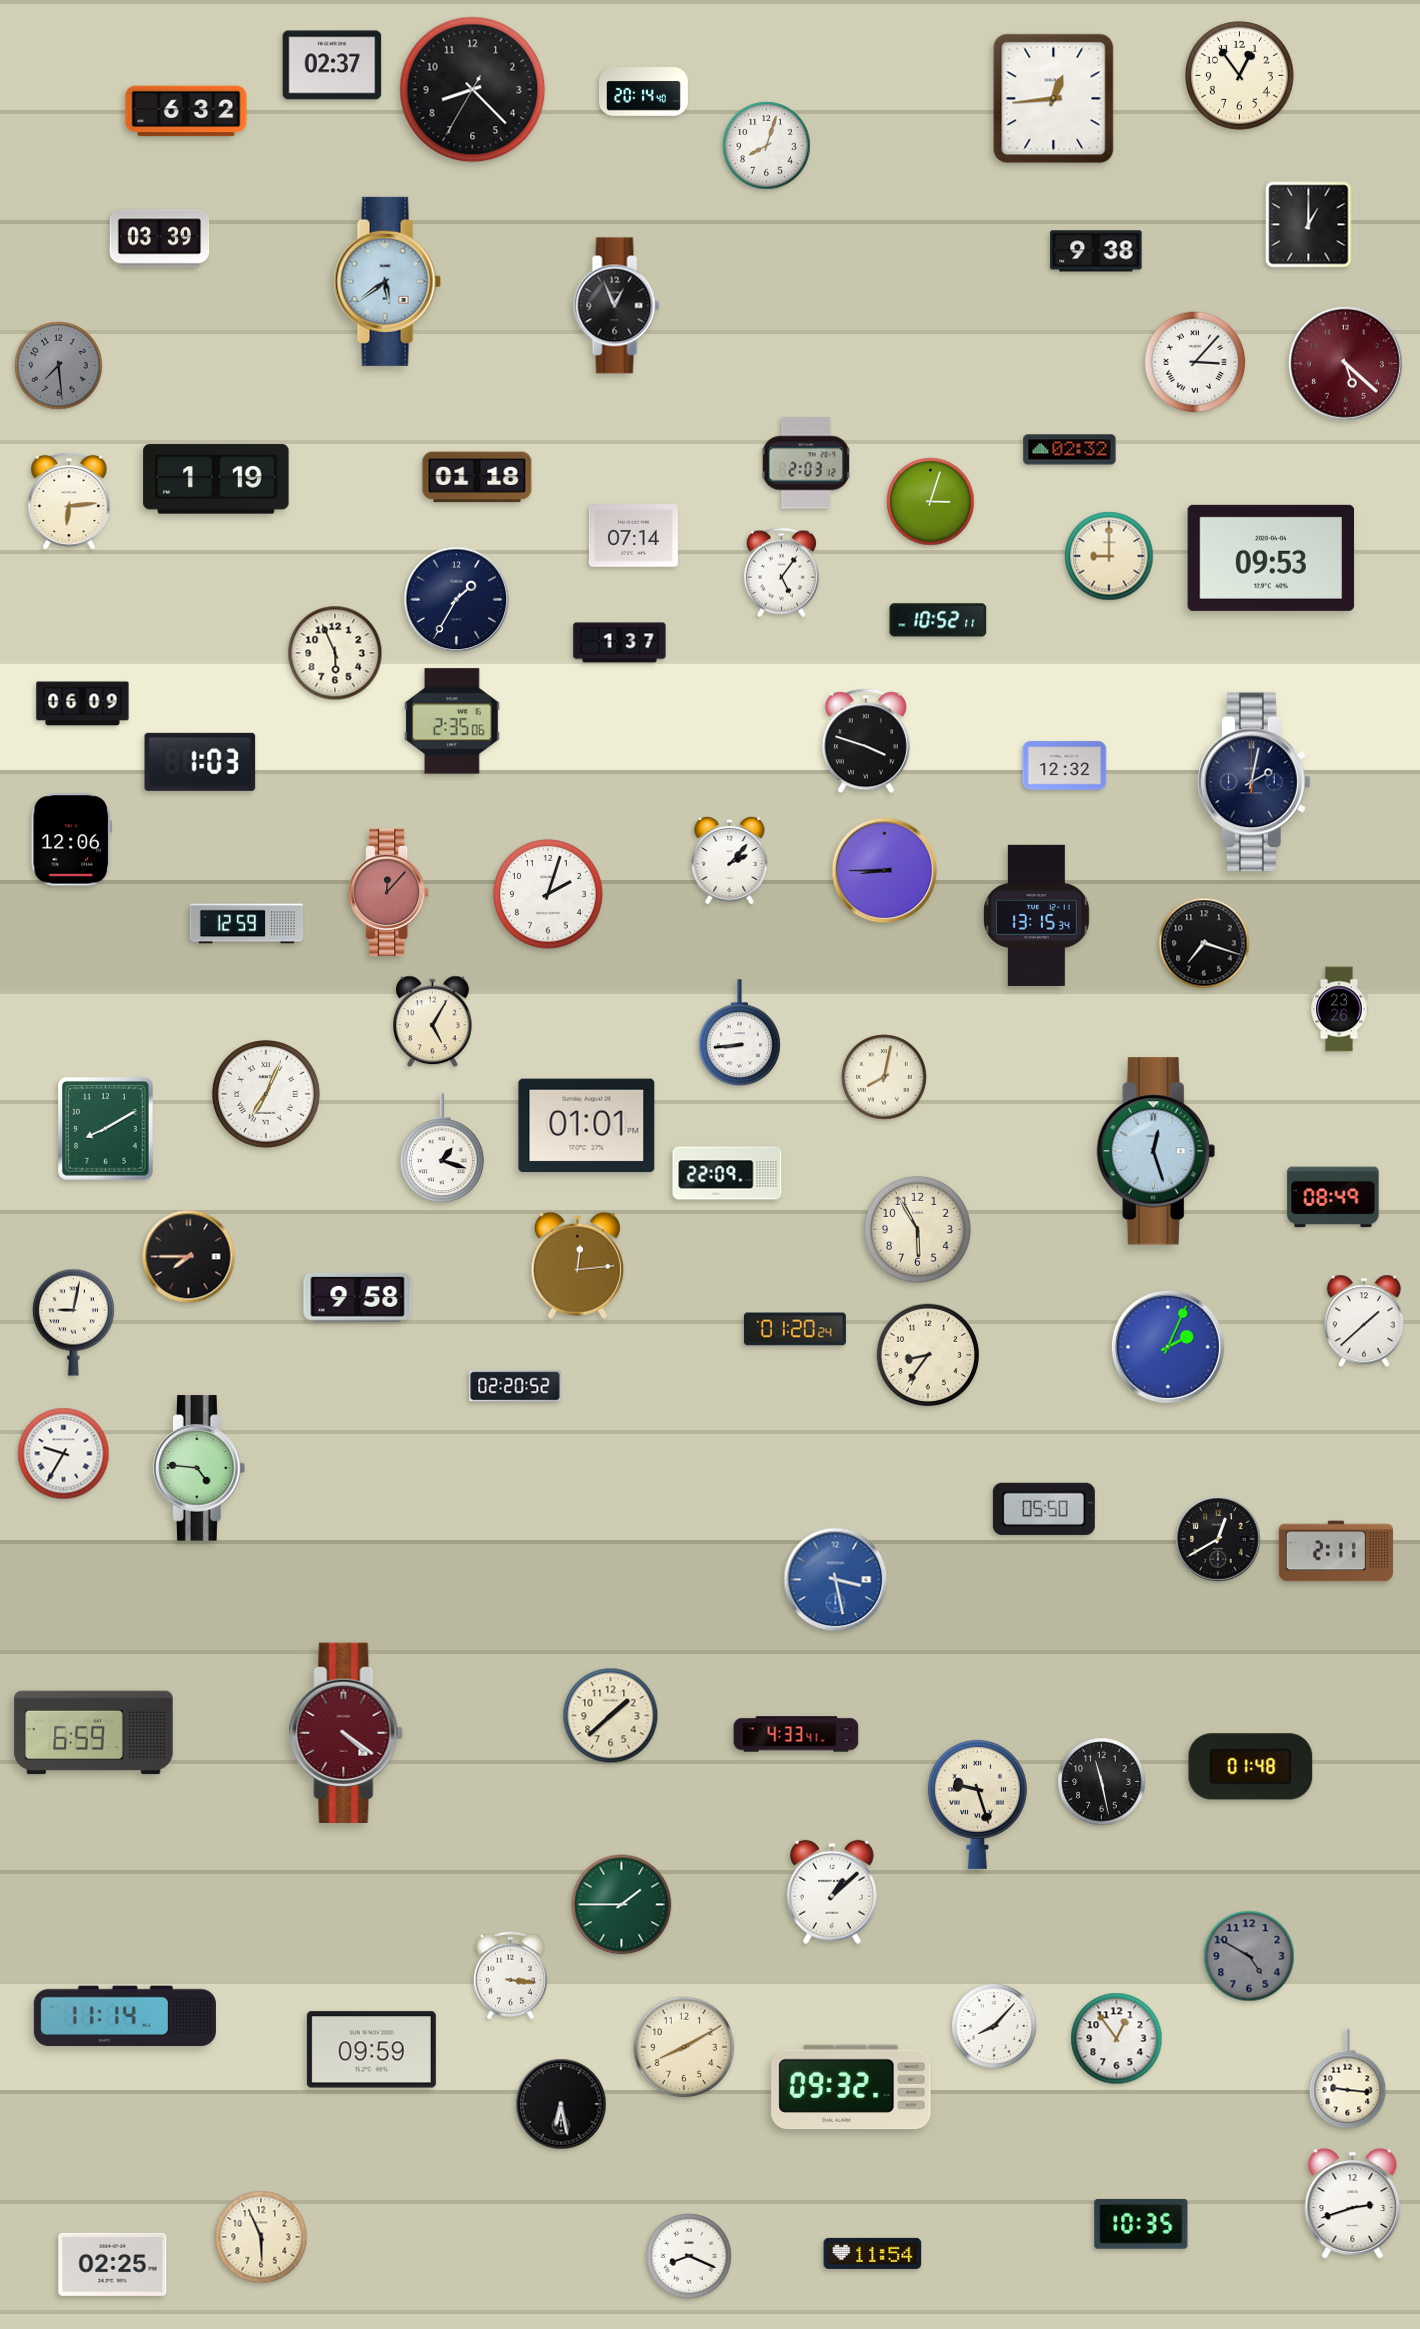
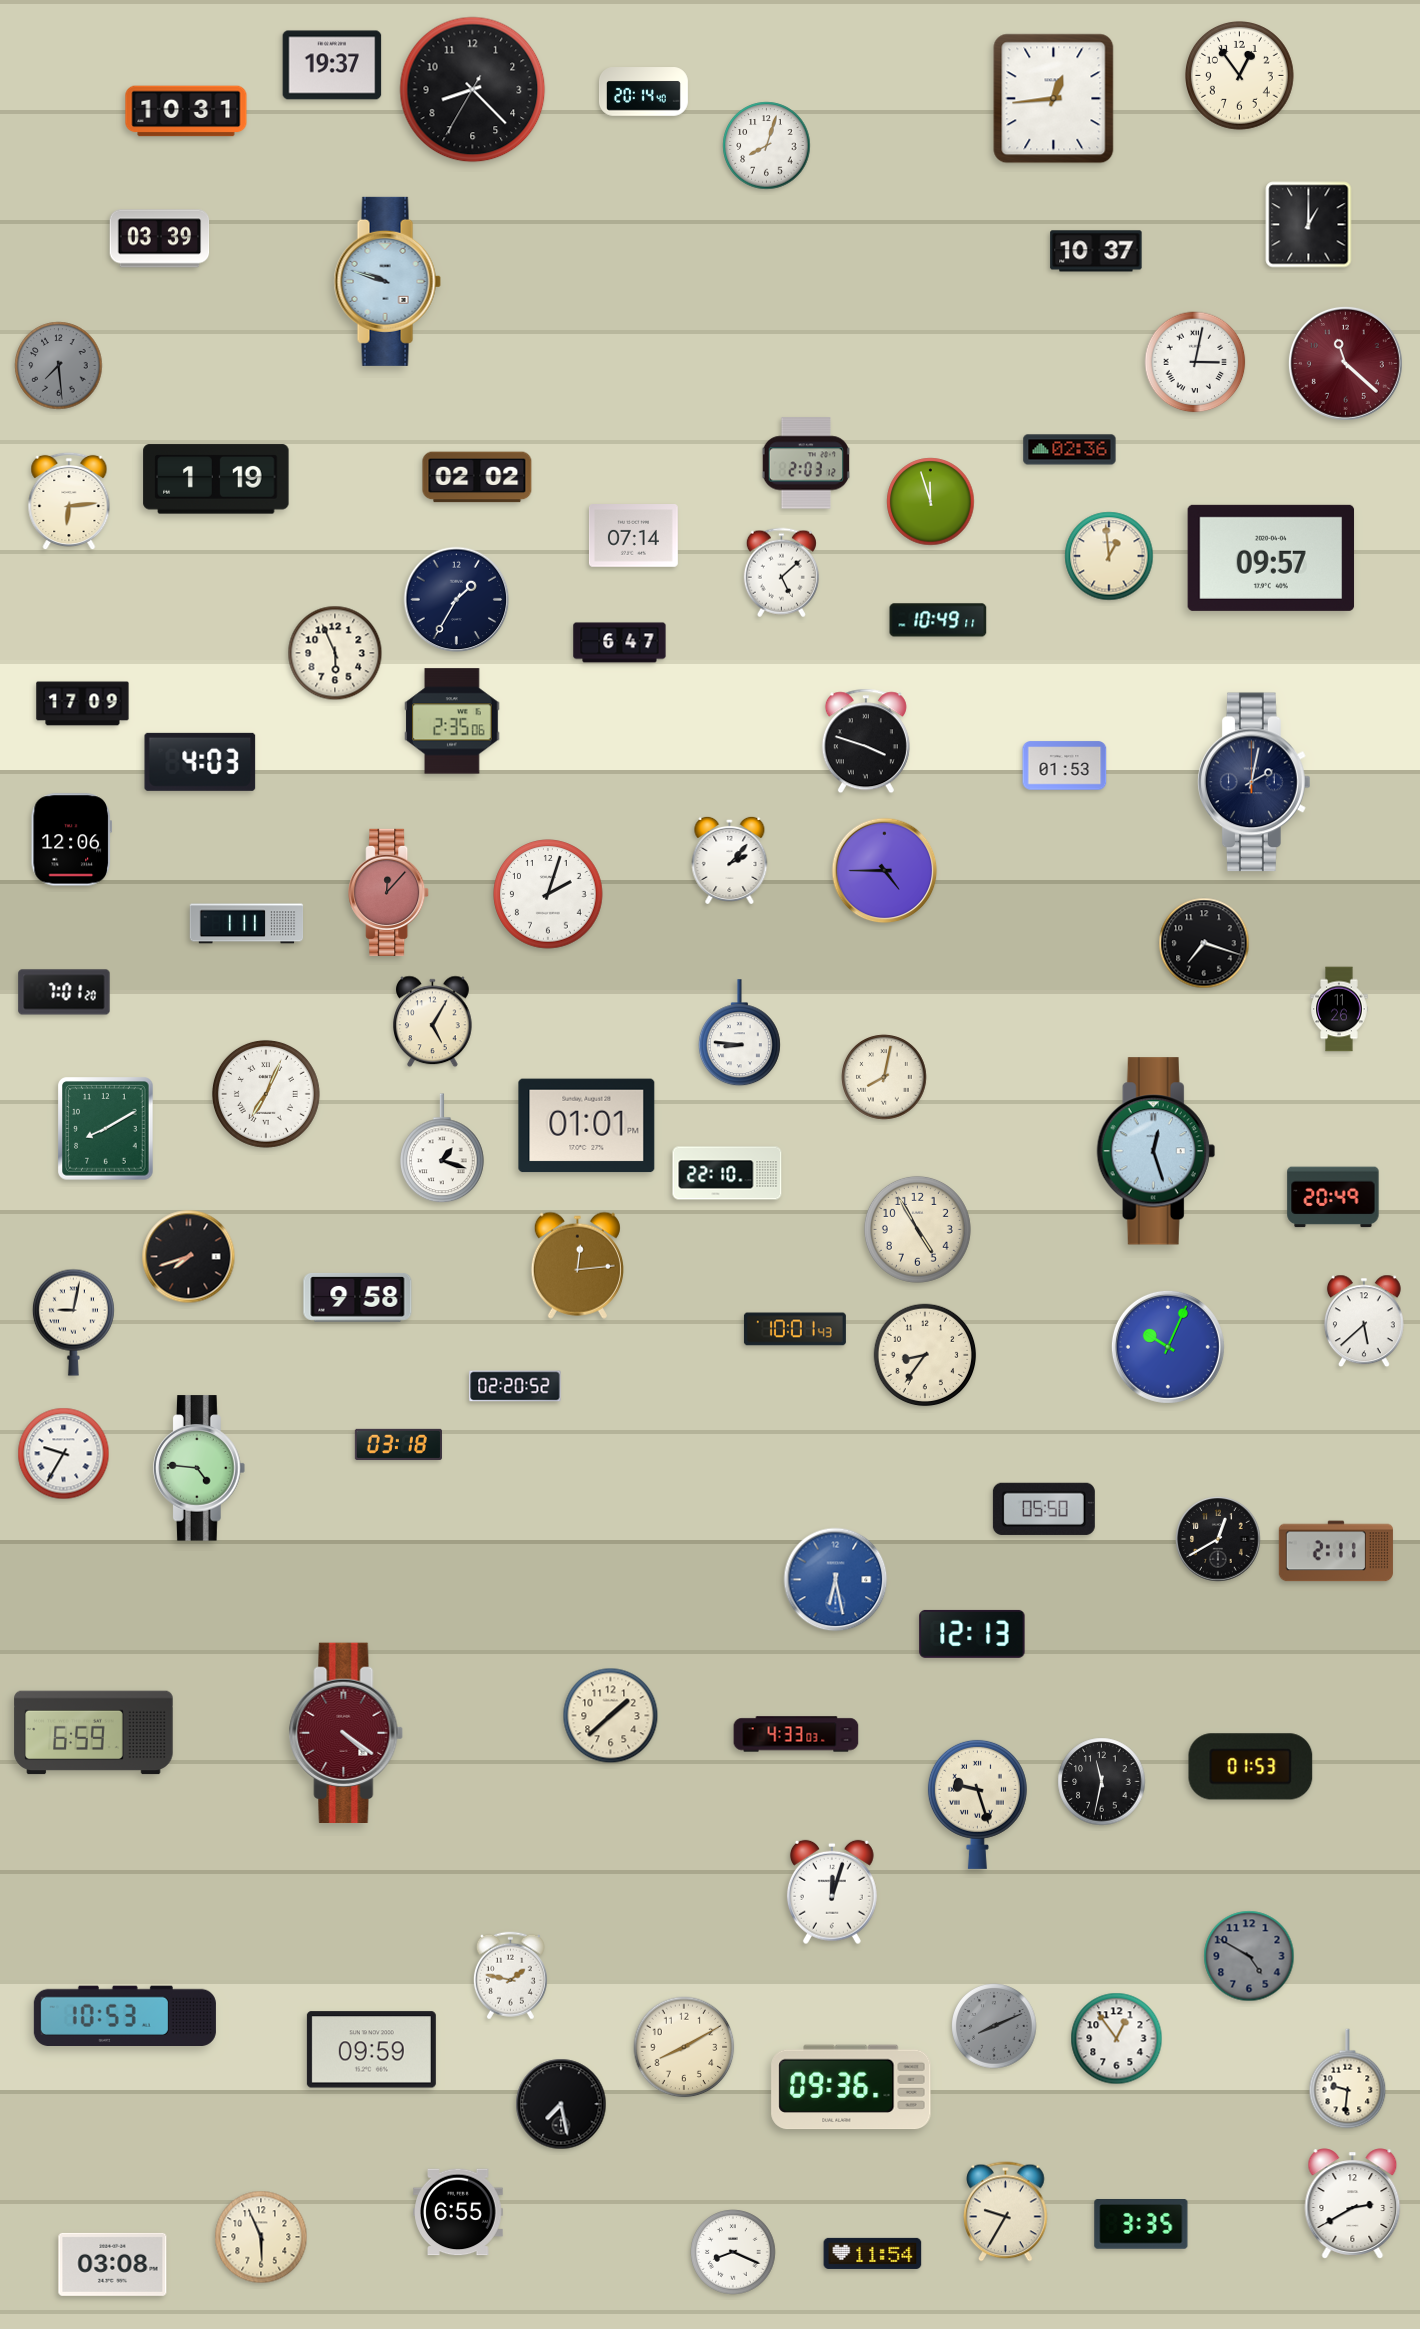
clock at (332, 65): 02:37 -> 19:37
clock at (186, 111): 6:32 -> 10:31
clock at (1096, 251): 9:38 -> 10:37
clock at (387, 281): 5:39 -> 9:48
clock at (617, 306): 12:56 -> none
clock at (1195, 362): 3:07 -> 3:02
clock at (1345, 363): 5:22 -> 11:22
clock at (1070, 450): 02:32 -> 02:36
clock at (477, 477): 01:18 -> 02:02
clock at (931, 502): 3:03 -> 11:57
clock at (1109, 556): 9:00 -> 12:59
clock at (1271, 558): 09:53 -> 09:57
clock at (781, 573): 5:06 -> 5:08
clock at (938, 620): 10:52 -> 10:49
clock at (620, 643): 1:37 -> 6:47
clock at (83, 704): 06:09 -> 17:09
clock at (200, 762): 1:03 -> 4:03
clock at (1065, 766): 12:32 -> 01:53
clock at (885, 871): 8:45 -> 4:45
clock at (1037, 915): 13:15 -> none
clock at (247, 924): 12:59 -> 1:11
clock at (64, 992): none -> 7:01
clock at (1339, 1009): 23:26 -> 11:26
clock at (739, 1033): 8:44 -> 8:46
clock at (727, 1173): 22:09 -> 22:10
clock at (1333, 1197): 08:49 -> 20:49
clock at (917, 1229): 5:55 -> 4:55
clock at (189, 1257): 7:45 -> 7:42
clock at (1364, 1321): 1:38 -> 5:38
clock at (795, 1329): 01:20 -> 10:01
clock at (1168, 1347): 2:04 -> 10:04
clock at (928, 1355) position: (928, 1355) -> (925, 1355)
clock at (398, 1444): none -> 03:18
clock at (836, 1580): 3:28 -> 6:28
clock at (972, 1634): none -> 12:13
clock at (796, 1734): 4:33:41 -> 4:33:03
clock at (1251, 1767): 01:48 -> 01:53
clock at (1102, 1782): 11:28 -> 11:32
clock at (832, 1892): 1:08 -> 12:03
clock at (622, 1905): 1:45 -> none
clock at (510, 1976): 3:16 -> 1:47
clock at (125, 2015): 11:14 -> 10:53
clock at (994, 2026): 8:07 -> 8:11
clock at (994, 2026) dial: white -> grey
clock at (1348, 2079): 9:16 -> 9:31
clock at (851, 2087): 09:32 -> 09:36
clock at (561, 2104): 6:28 -> 7:28
clock at (1353, 2204): 2:42 -> 2:40
clock at (458, 2212): none -> 6:55
clock at (1006, 2212): none -> 9:35
clock at (1141, 2225): 10:35 -> 3:35
clock at (689, 2256) position: (689, 2256) -> (733, 2252)
clock at (113, 2264): 02:25 -> 03:08
